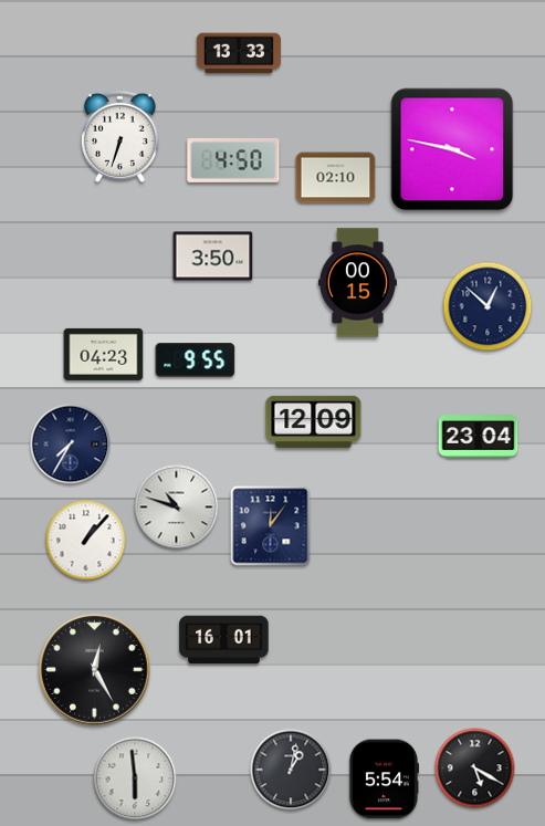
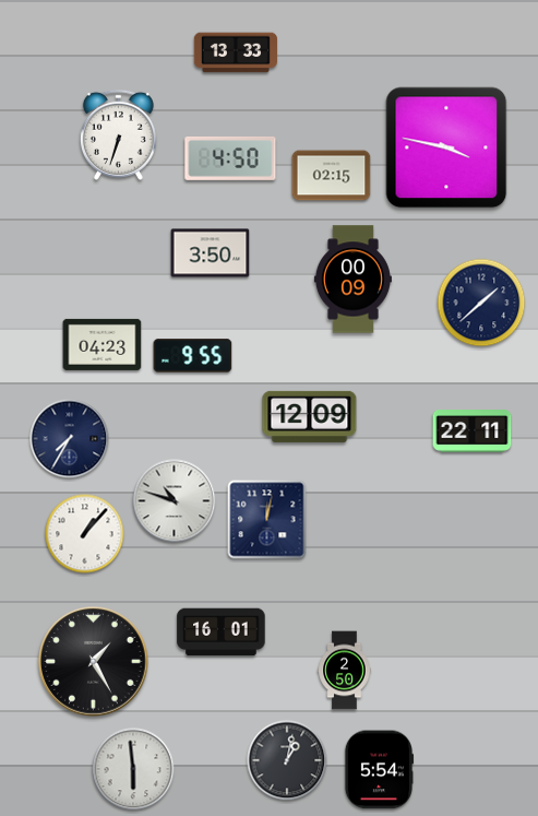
clock at (336, 178): 02:10 -> 02:15
clock at (357, 283): 00:15 -> 00:09
clock at (488, 306): 12:52 -> 1:38
clock at (104, 354) position: (104, 354) -> (103, 344)
clock at (479, 437): 23:04 -> 22:11
clock at (271, 526): 12:06 -> 12:02
clock at (95, 670): 12:25 -> 1:25
clock at (345, 671): none -> 2:50
clock at (475, 769): 5:20 -> none
